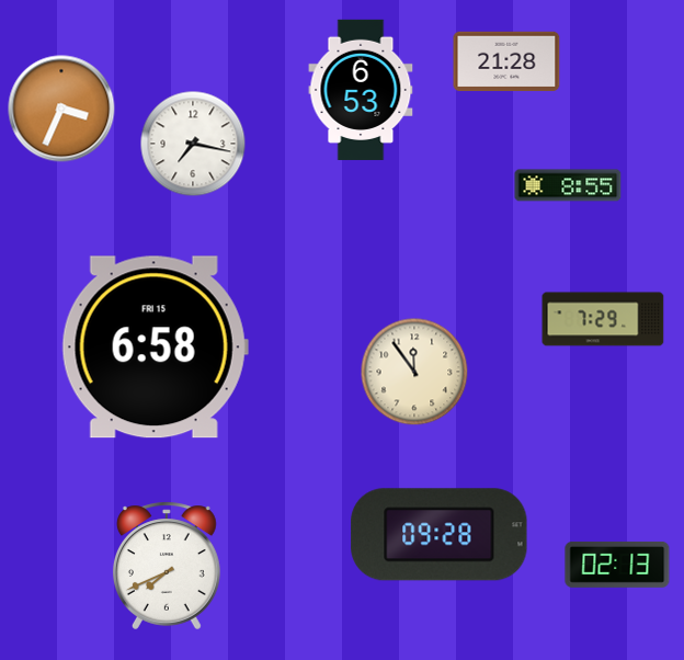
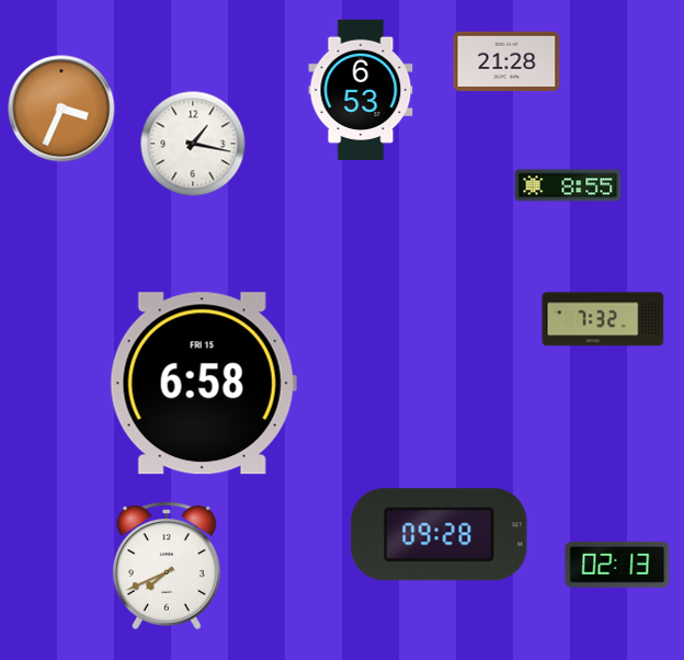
clock at (193, 144): 7:17 -> 1:17
clock at (603, 319): 7:29 -> 7:32
clock at (155, 348) position: (155, 348) -> (203, 384)
clock at (414, 372): 11:54 -> none
